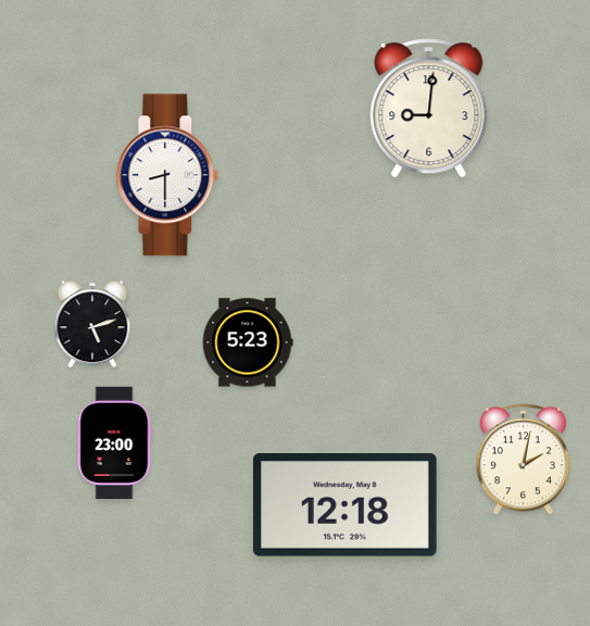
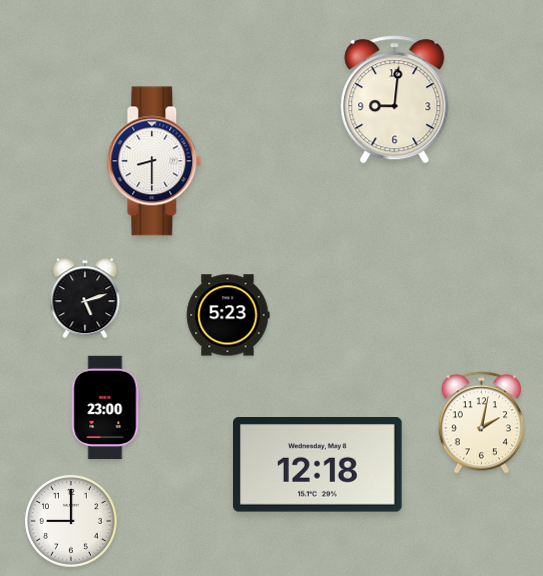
clock at (72, 522): none -> 9:00
